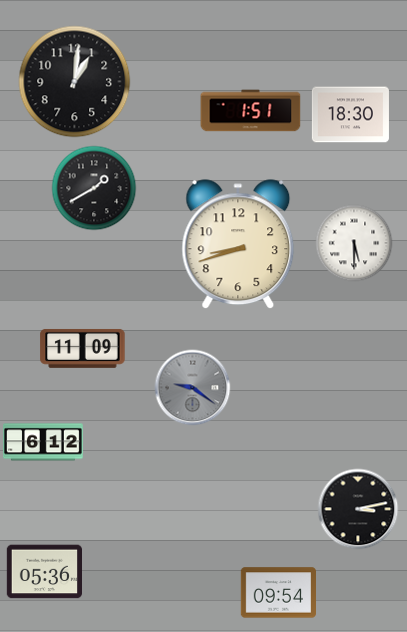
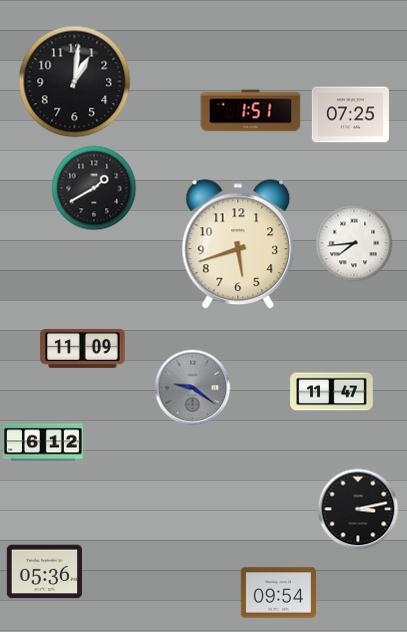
clock at (350, 115): 18:30 -> 07:25
clock at (354, 243): 5:30 -> 7:44
clock at (238, 245): 8:42 -> 5:42
clock at (332, 392): none -> 11:47
